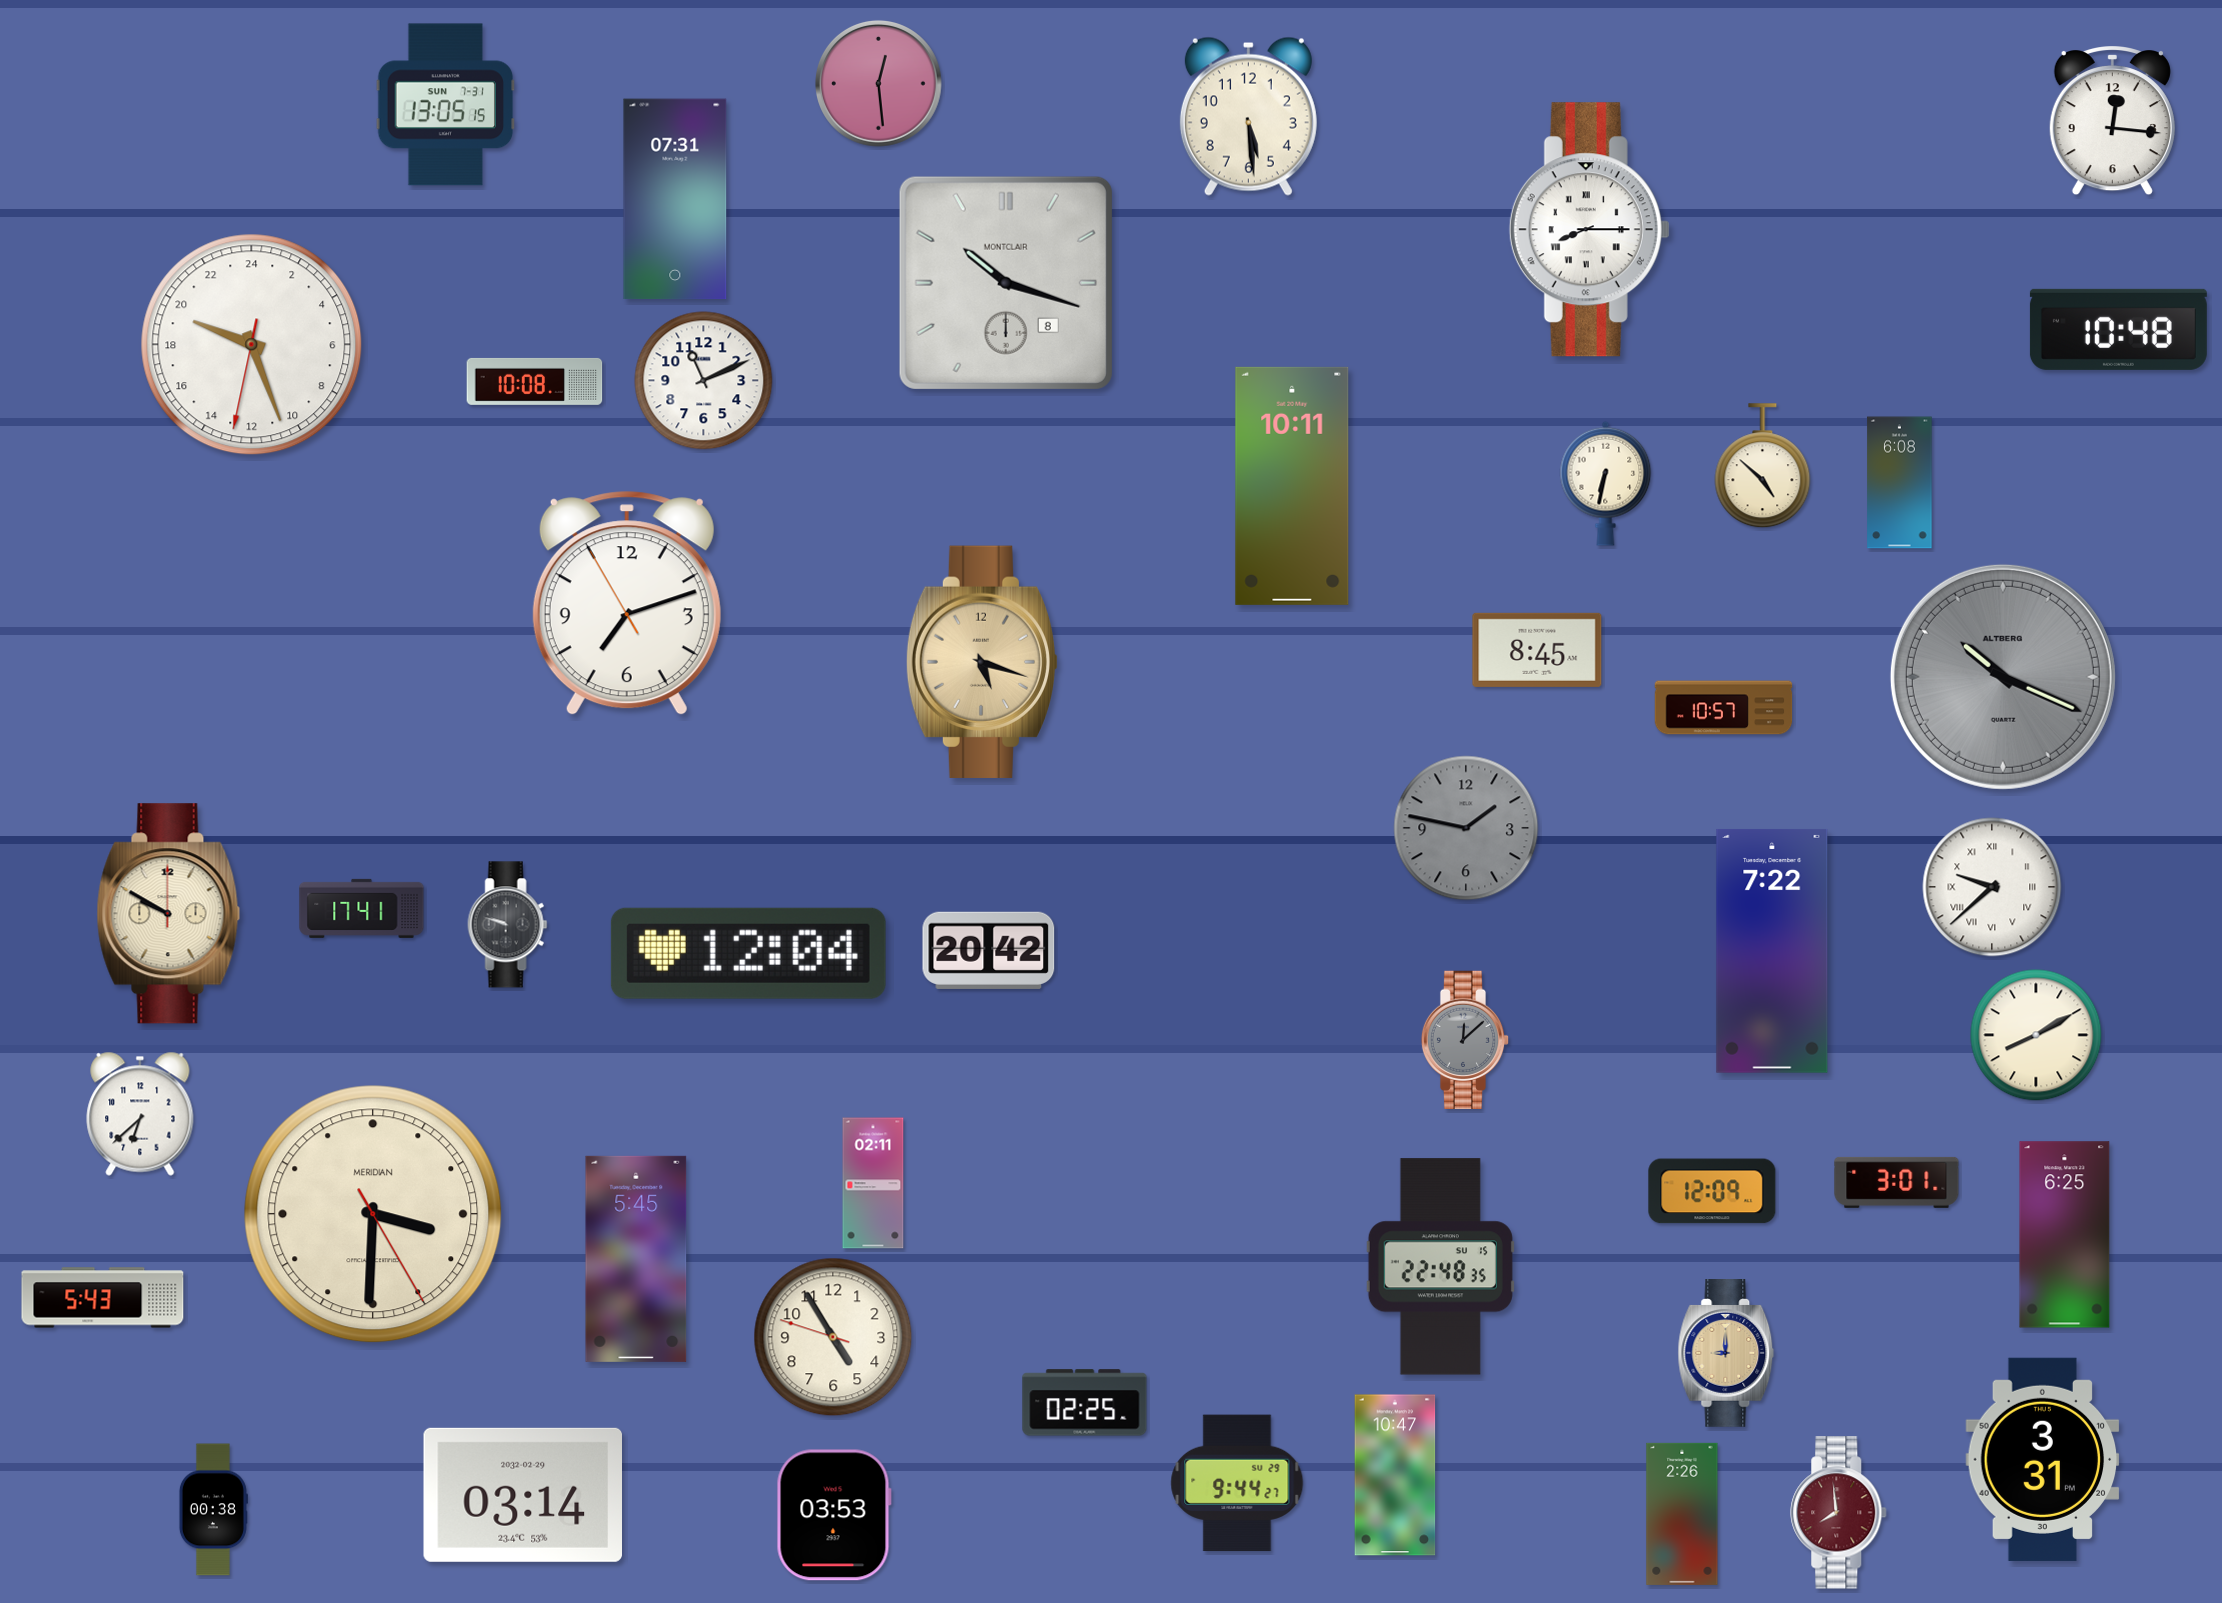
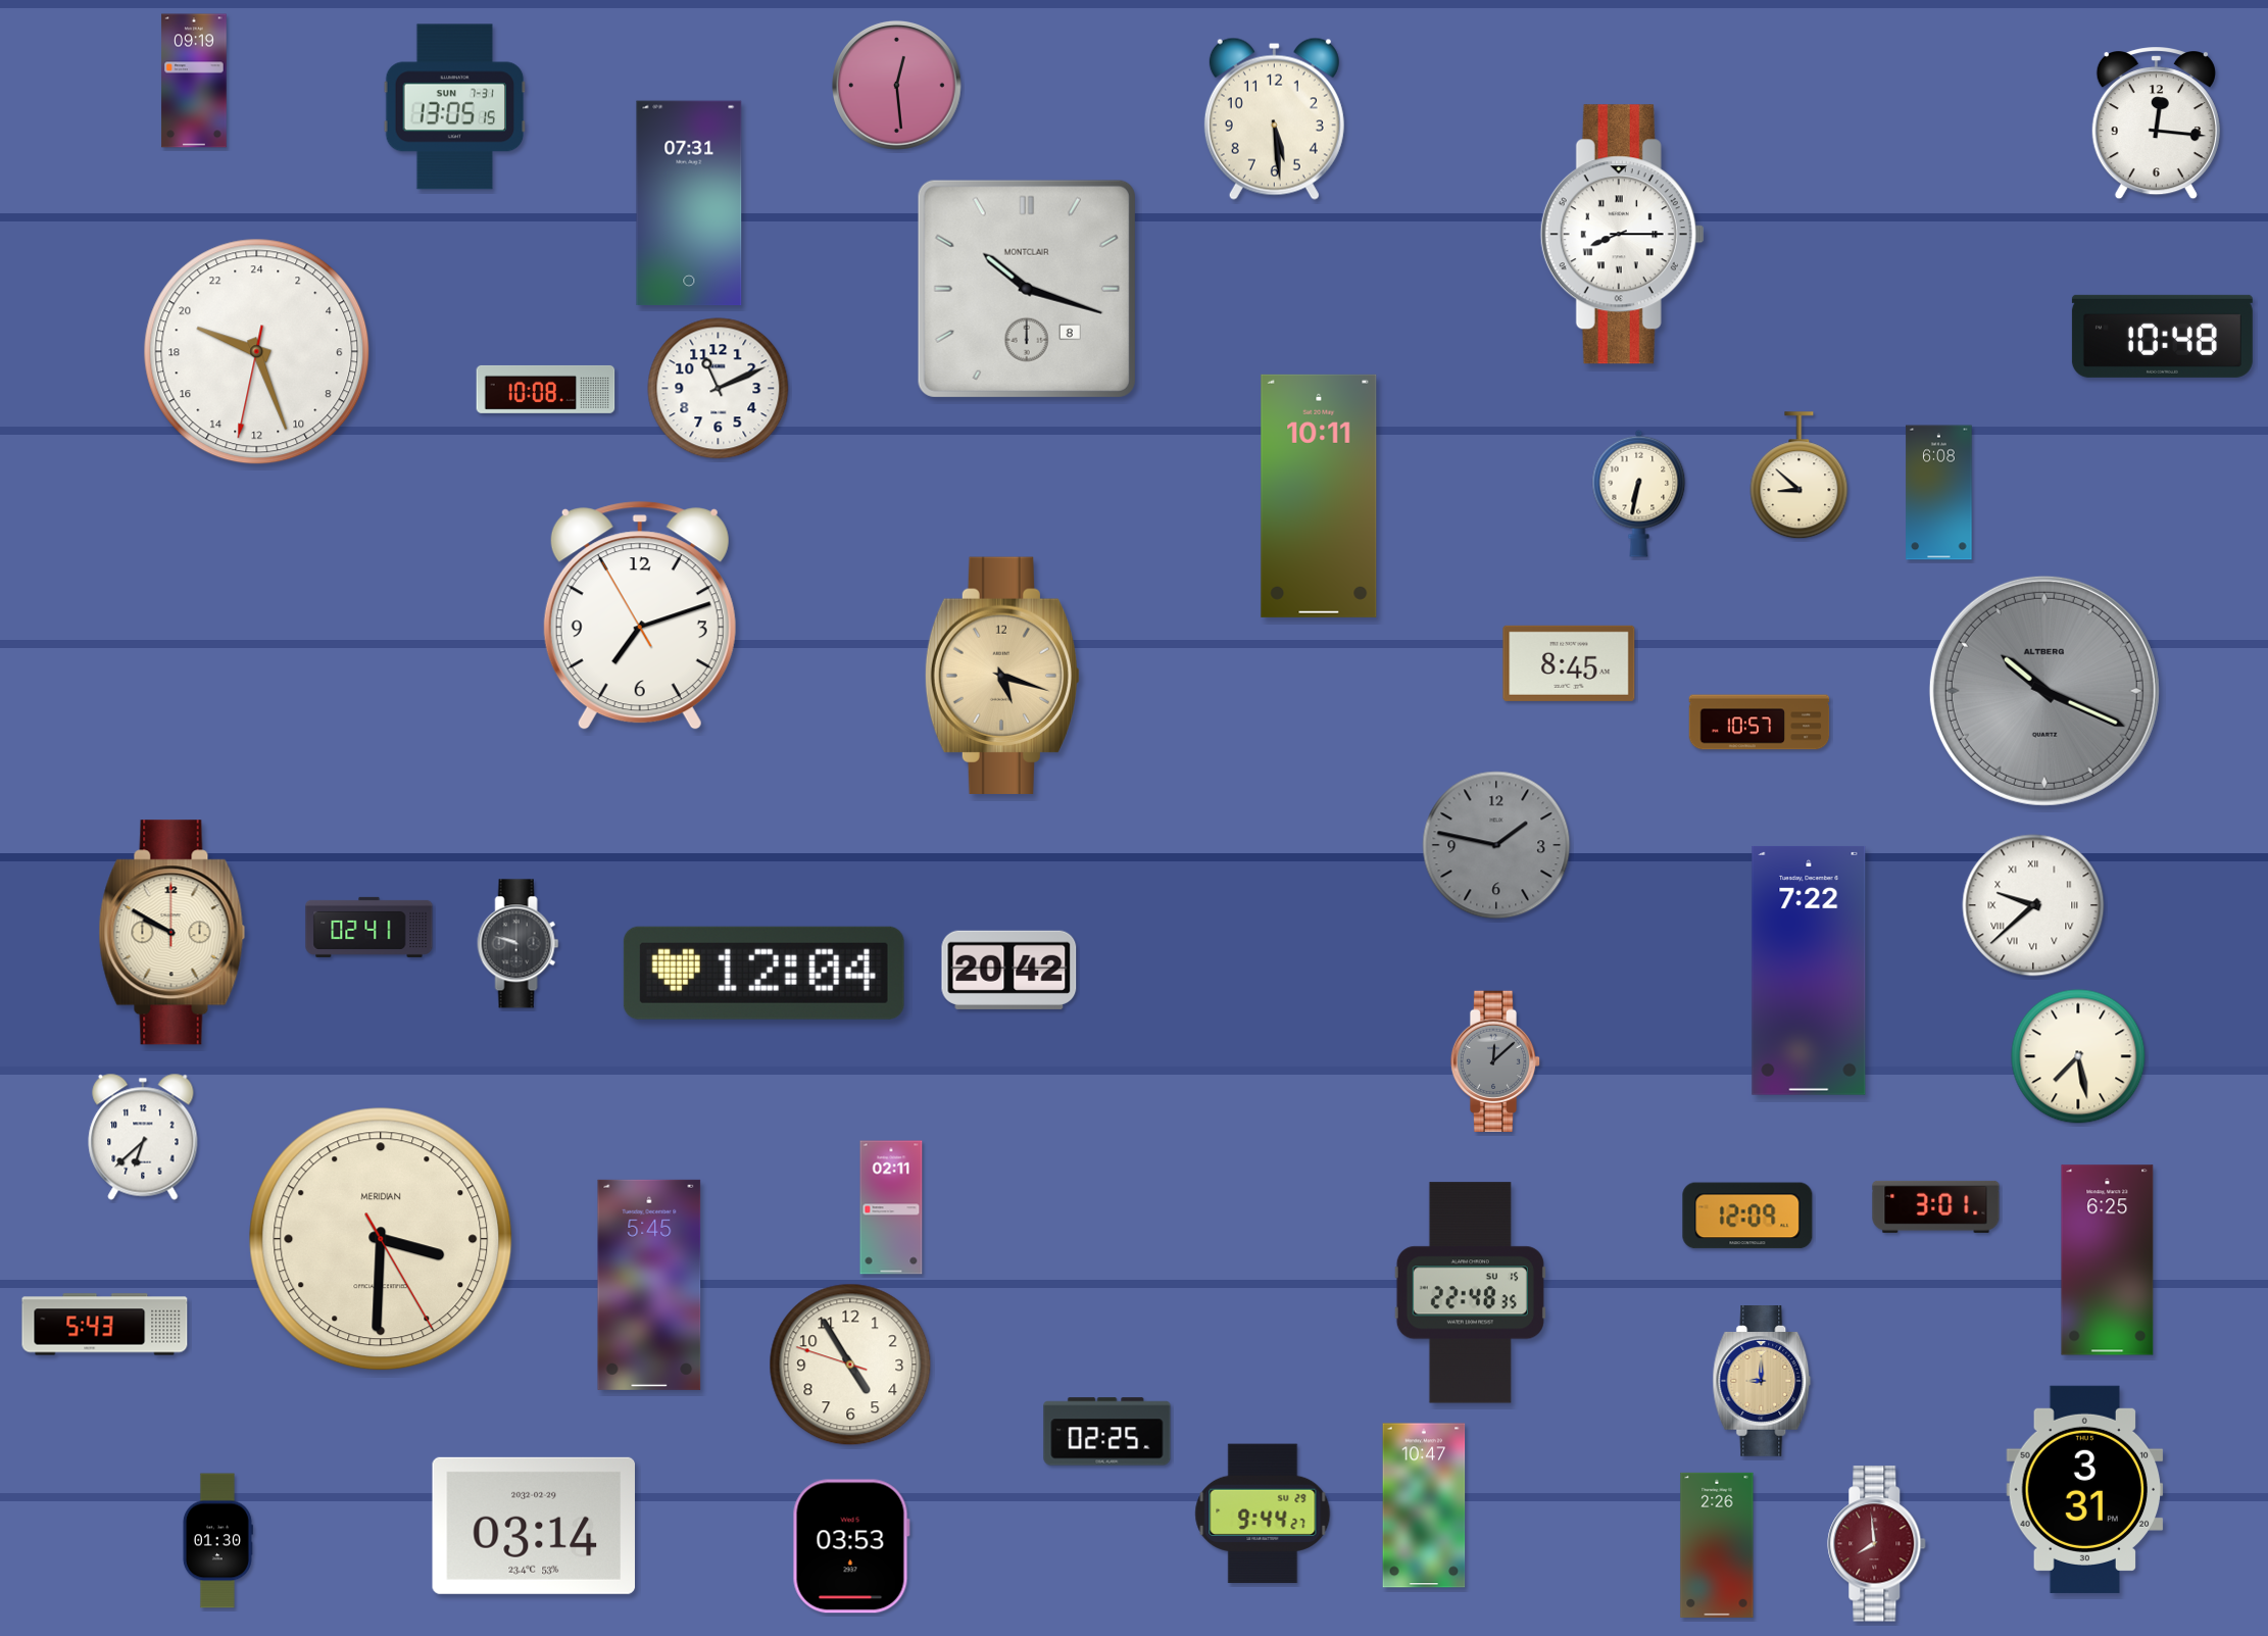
clock at (194, 81): none -> 09:19
clock at (1763, 466): 4:52 -> 8:52
clock at (362, 908): 17:41 -> 02:41
clock at (2036, 1035): 8:10 -> 7:28
clock at (213, 1510): 00:38 -> 01:30
